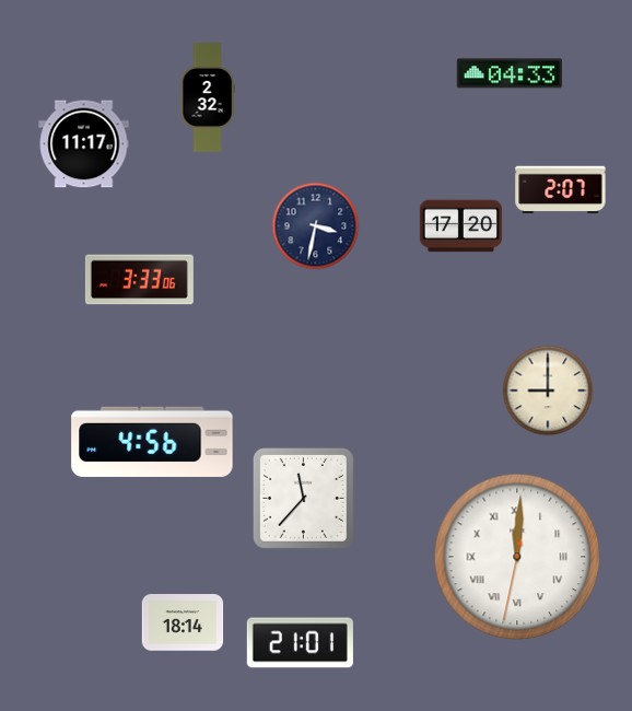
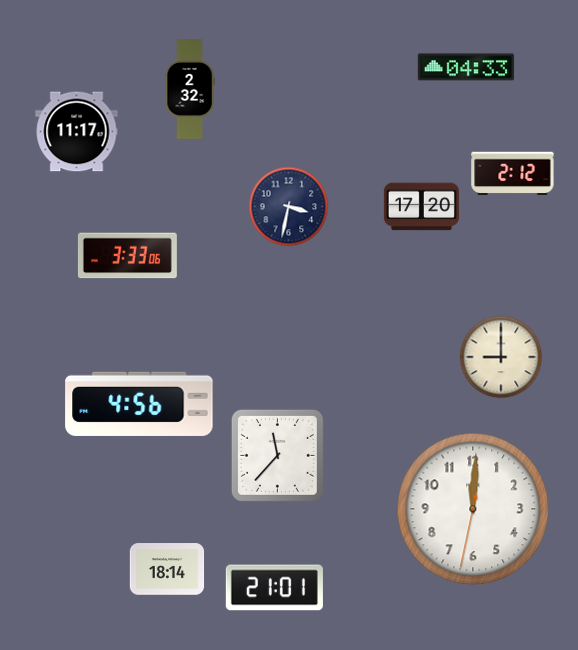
clock at (561, 190): 2:07 -> 2:12
clock at (517, 557) numerals: Roman -> Arabic
